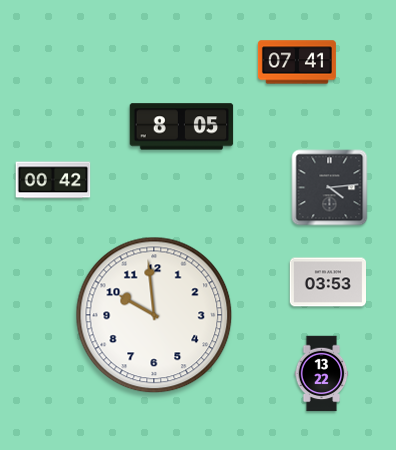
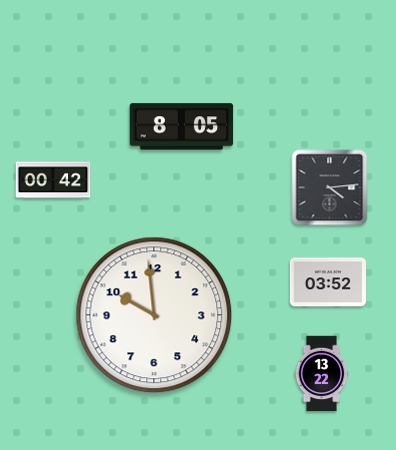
clock at (297, 62): 07:41 -> none
clock at (328, 282): 03:53 -> 03:52
